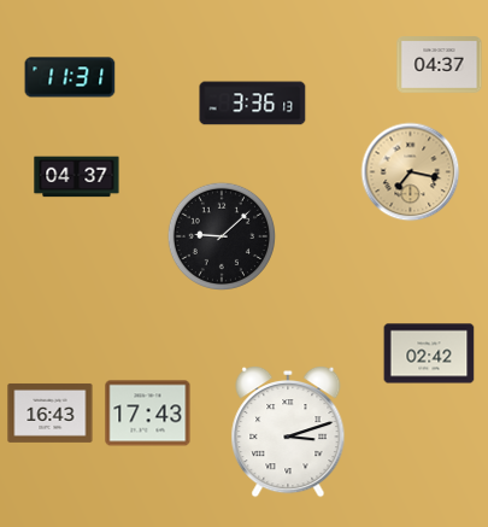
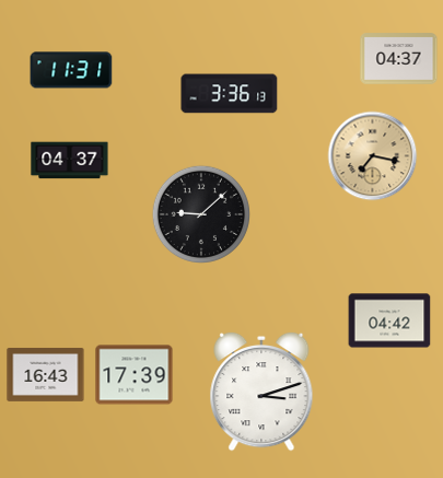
clock at (70, 77) position: (70, 77) -> (71, 70)
clock at (429, 353): 02:42 -> 04:42
clock at (148, 414): 17:43 -> 17:39
